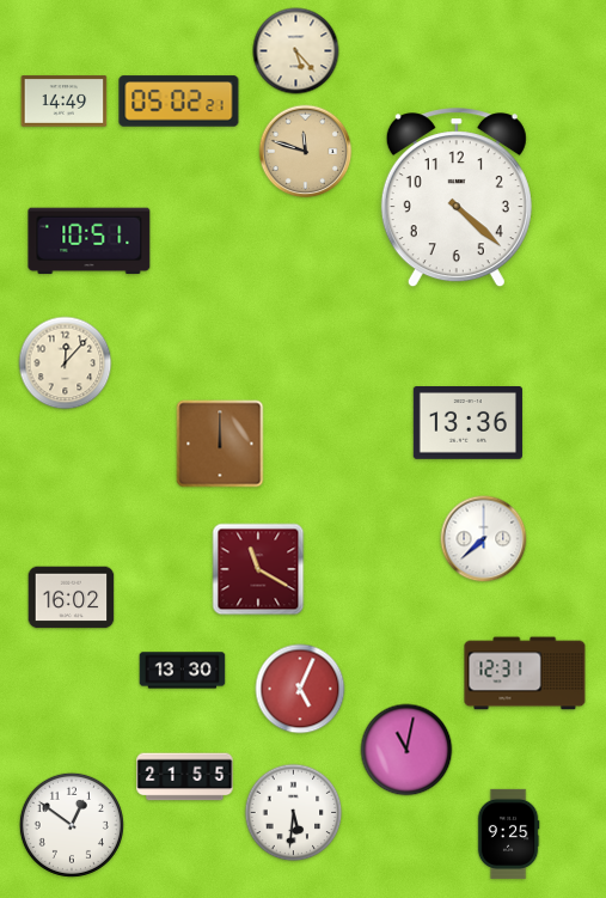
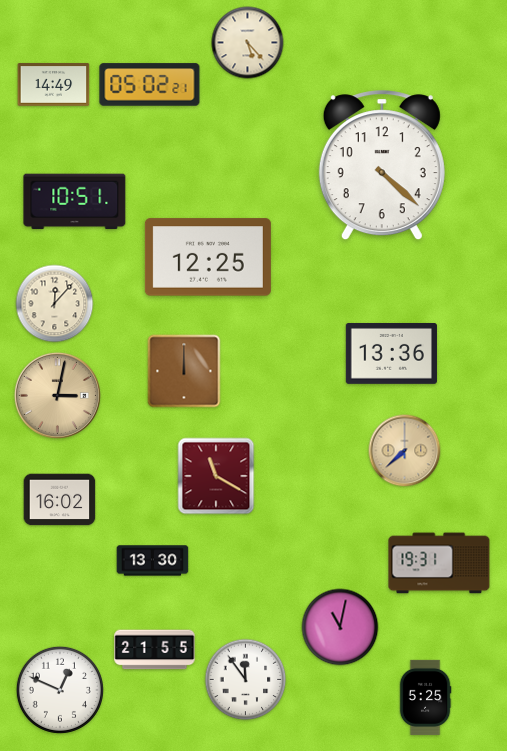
clock at (306, 152): 11:48 -> none
clock at (208, 257): none -> 12:25
clock at (57, 395): none -> 3:02
clock at (484, 539) dial: white -> champagne
clock at (525, 673): 12:31 -> 19:31
clock at (300, 689): 5:04 -> none
clock at (294, 813): 5:31 -> 11:54
clock at (72, 825): 12:51 -> 12:49
clock at (508, 833): 9:25 -> 5:25
